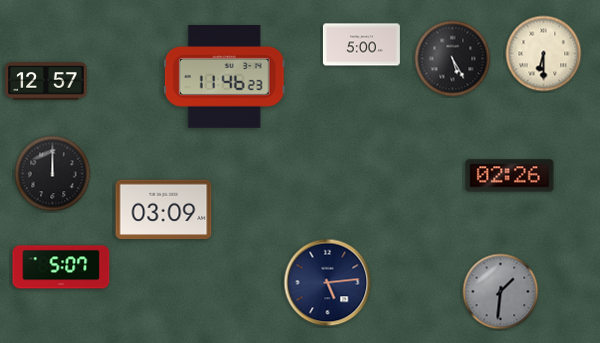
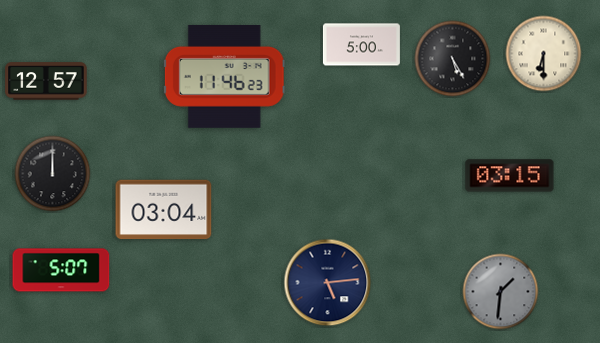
clock at (510, 176): 02:26 -> 03:15
clock at (164, 210): 03:09 -> 03:04
clock at (61, 267) position: (61, 267) -> (61, 270)
